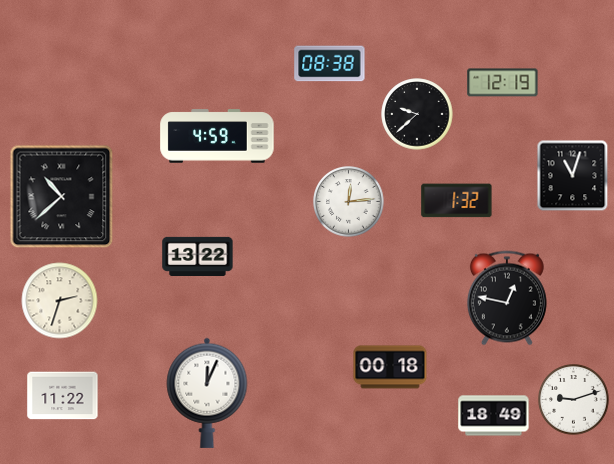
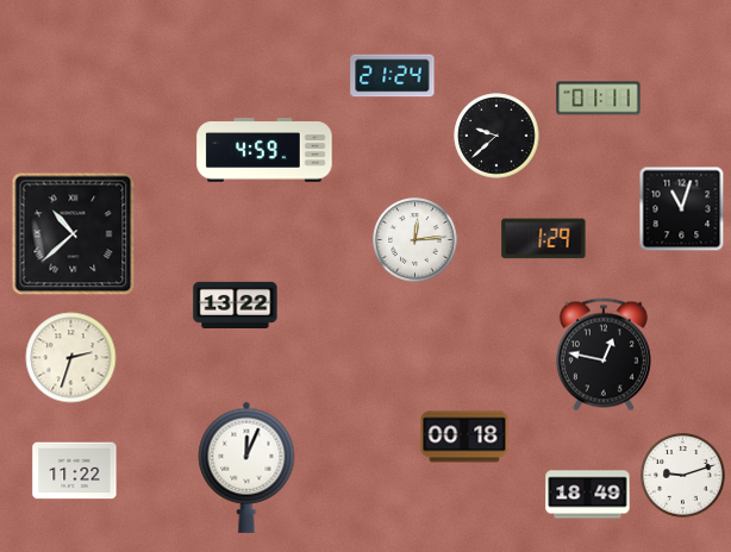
clock at (330, 64): 08:38 -> 21:24
clock at (503, 83): 12:19 -> 01:11
clock at (217, 136) position: (217, 136) -> (264, 150)
clock at (457, 201): 1:32 -> 1:29
